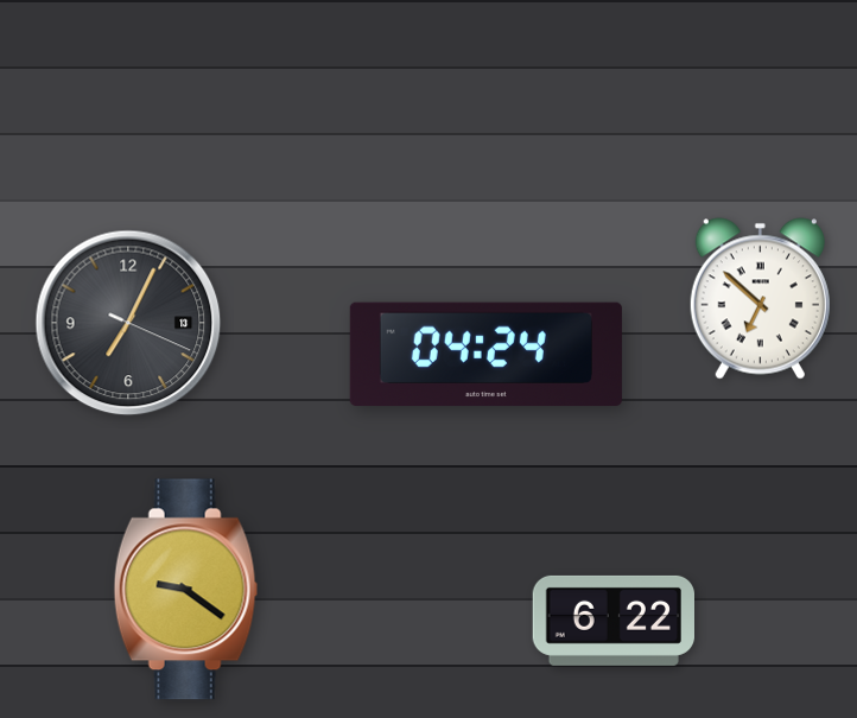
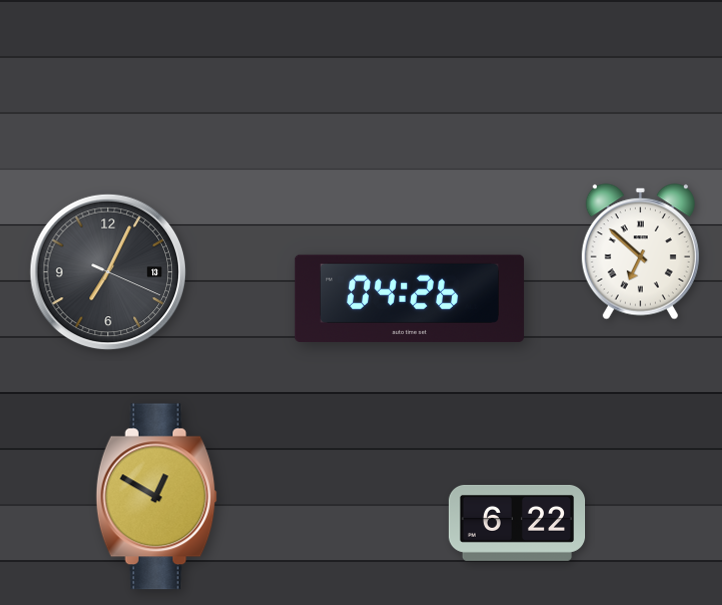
clock at (485, 355): 04:24 -> 04:26
clock at (186, 590): 9:21 -> 12:50
